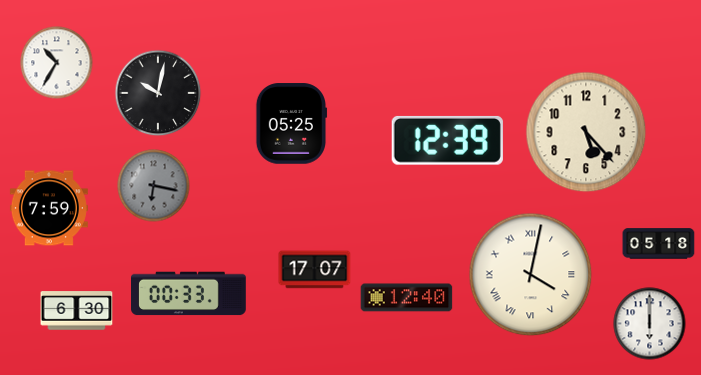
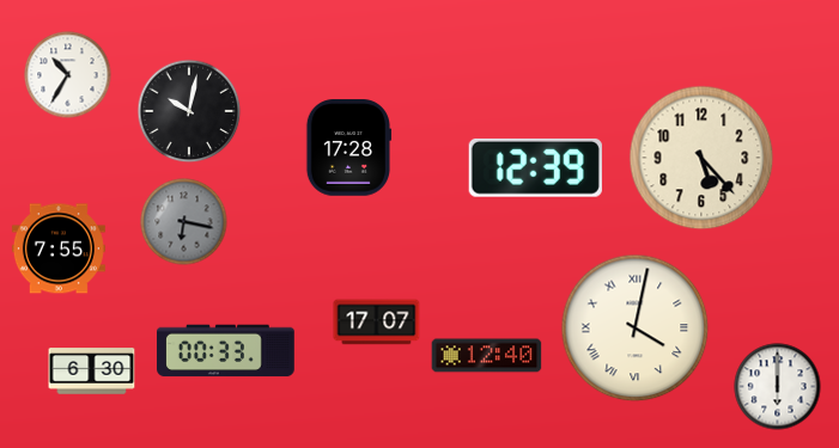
clock at (291, 124): 05:25 -> 17:28
clock at (49, 208): 7:59 -> 7:55
clock at (659, 244): 05:18 -> none
